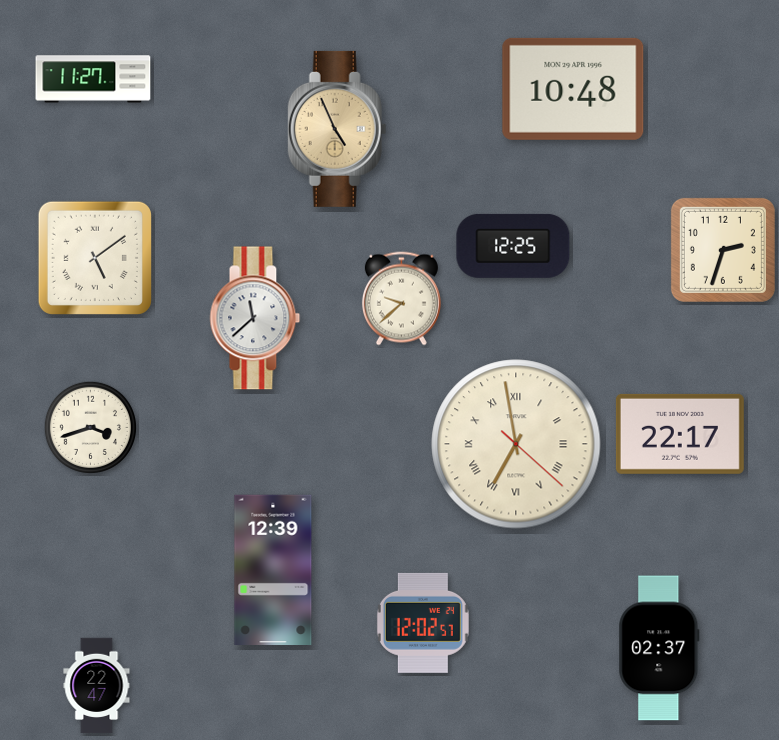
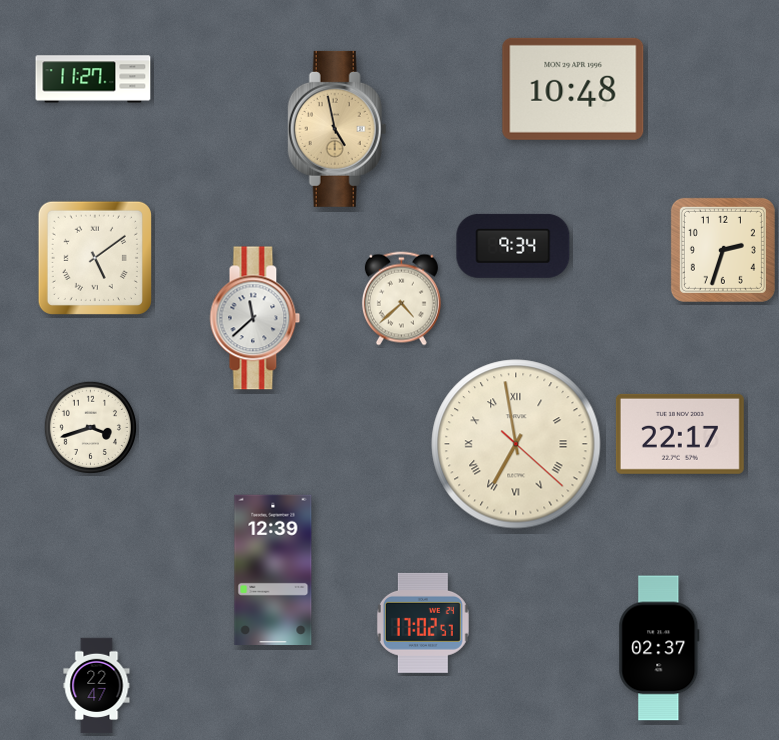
clock at (337, 129): 4:56 -> 4:58
clock at (513, 246): 12:25 -> 9:34
clock at (401, 299): 9:38 -> 4:38
clock at (423, 623): 12:02 -> 17:02
